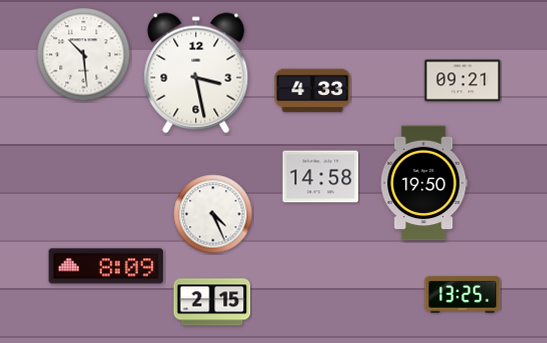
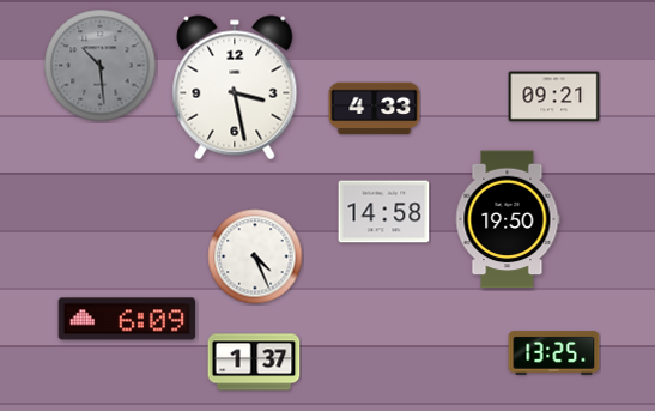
clock at (84, 55) dial: white -> grey
clock at (106, 266): 8:09 -> 6:09
clock at (212, 302): 2:15 -> 1:37
